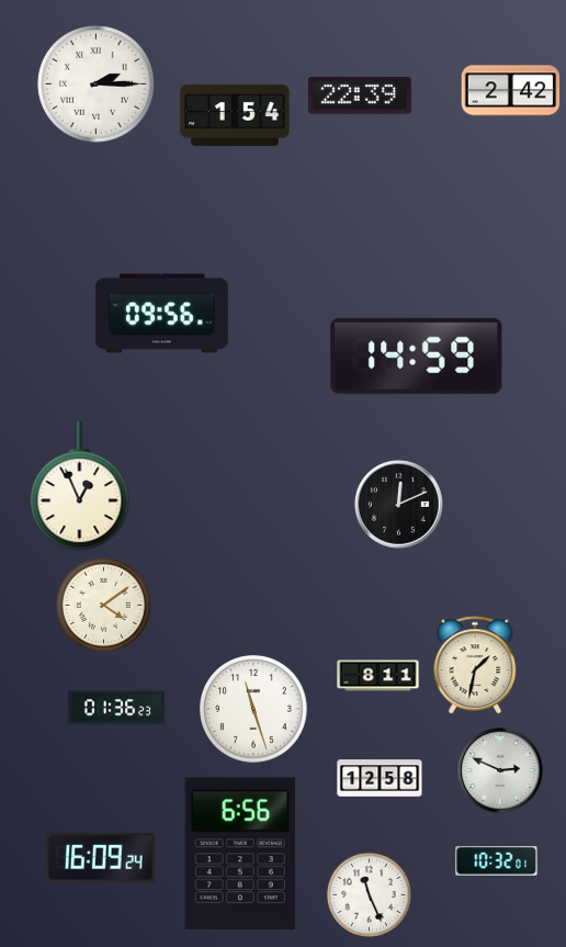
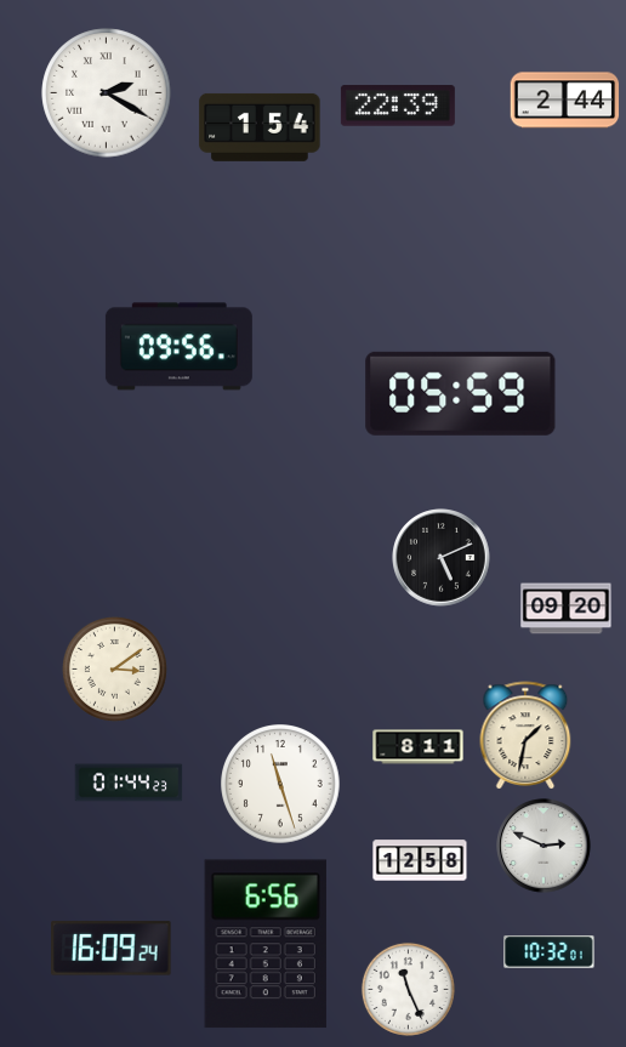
clock at (97, 84): 2:15 -> 2:20
clock at (511, 91): 2:42 -> 2:44
clock at (417, 356): 14:59 -> 05:59
clock at (80, 486): 12:56 -> none
clock at (399, 505): 12:11 -> 5:11
clock at (567, 609): none -> 09:20
clock at (103, 605): 4:09 -> 3:09
clock at (116, 708): 01:36 -> 01:44
clock at (500, 770) position: (500, 770) -> (544, 846)
